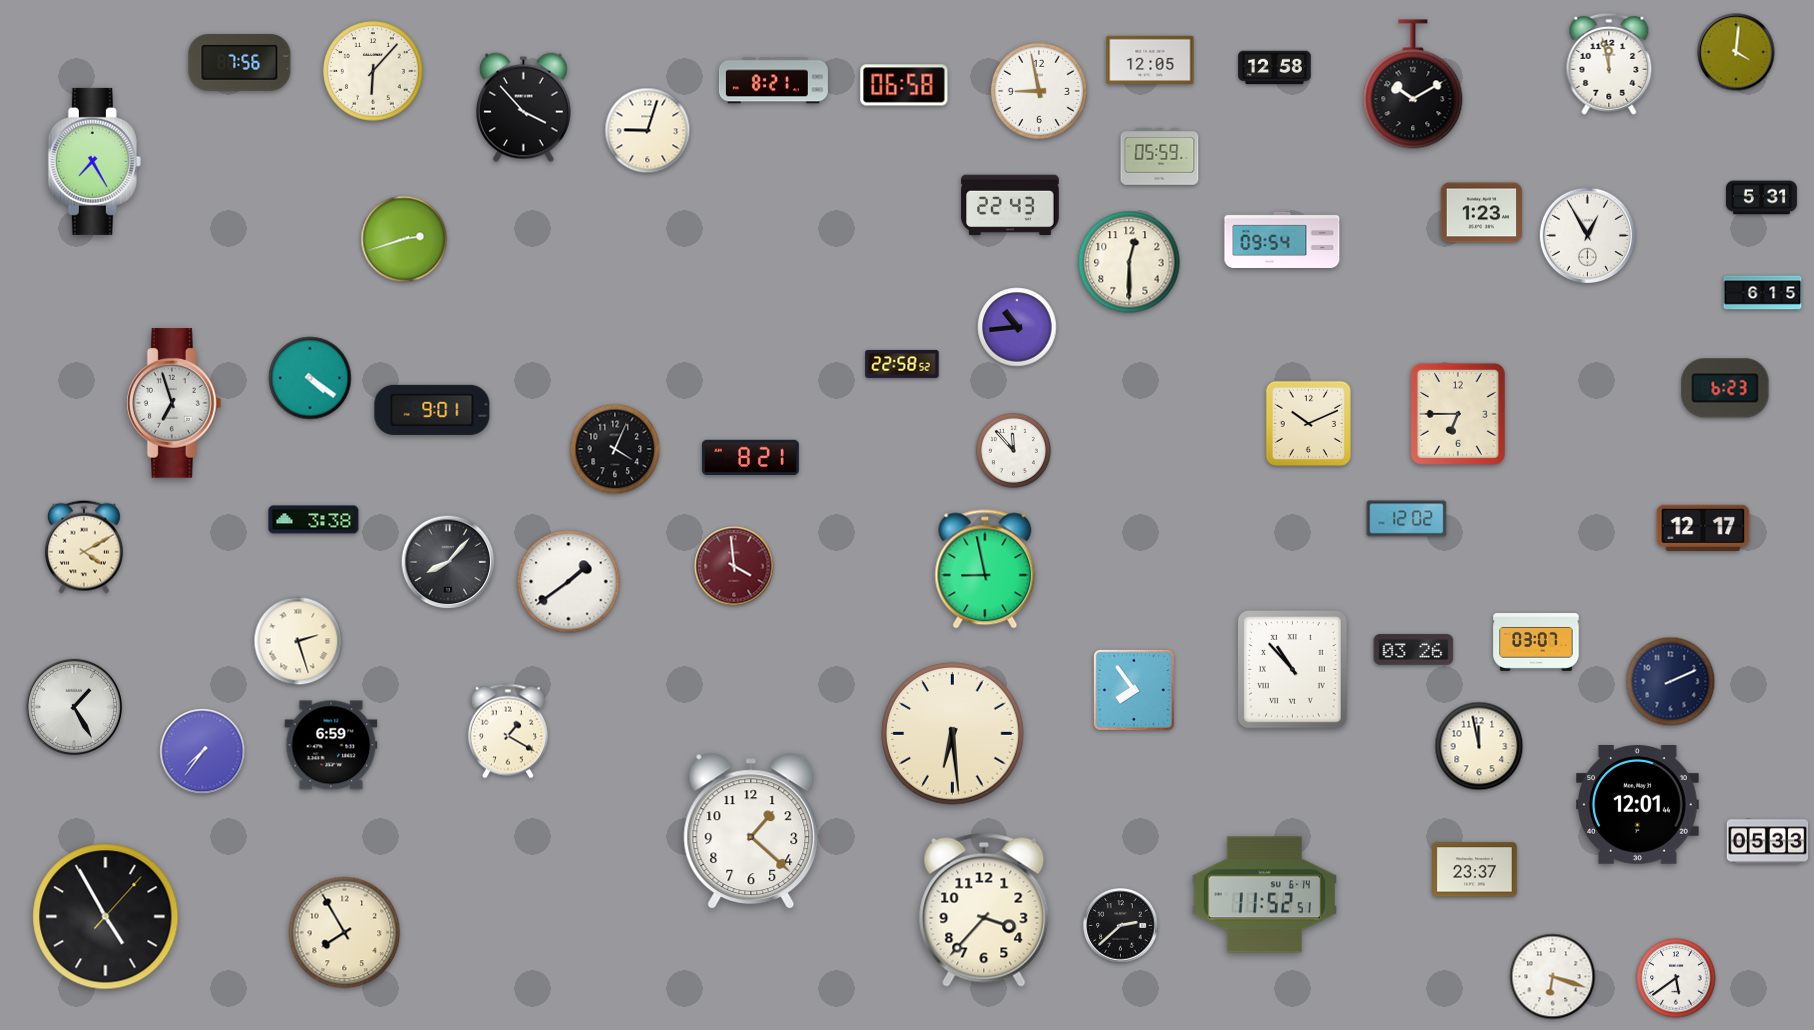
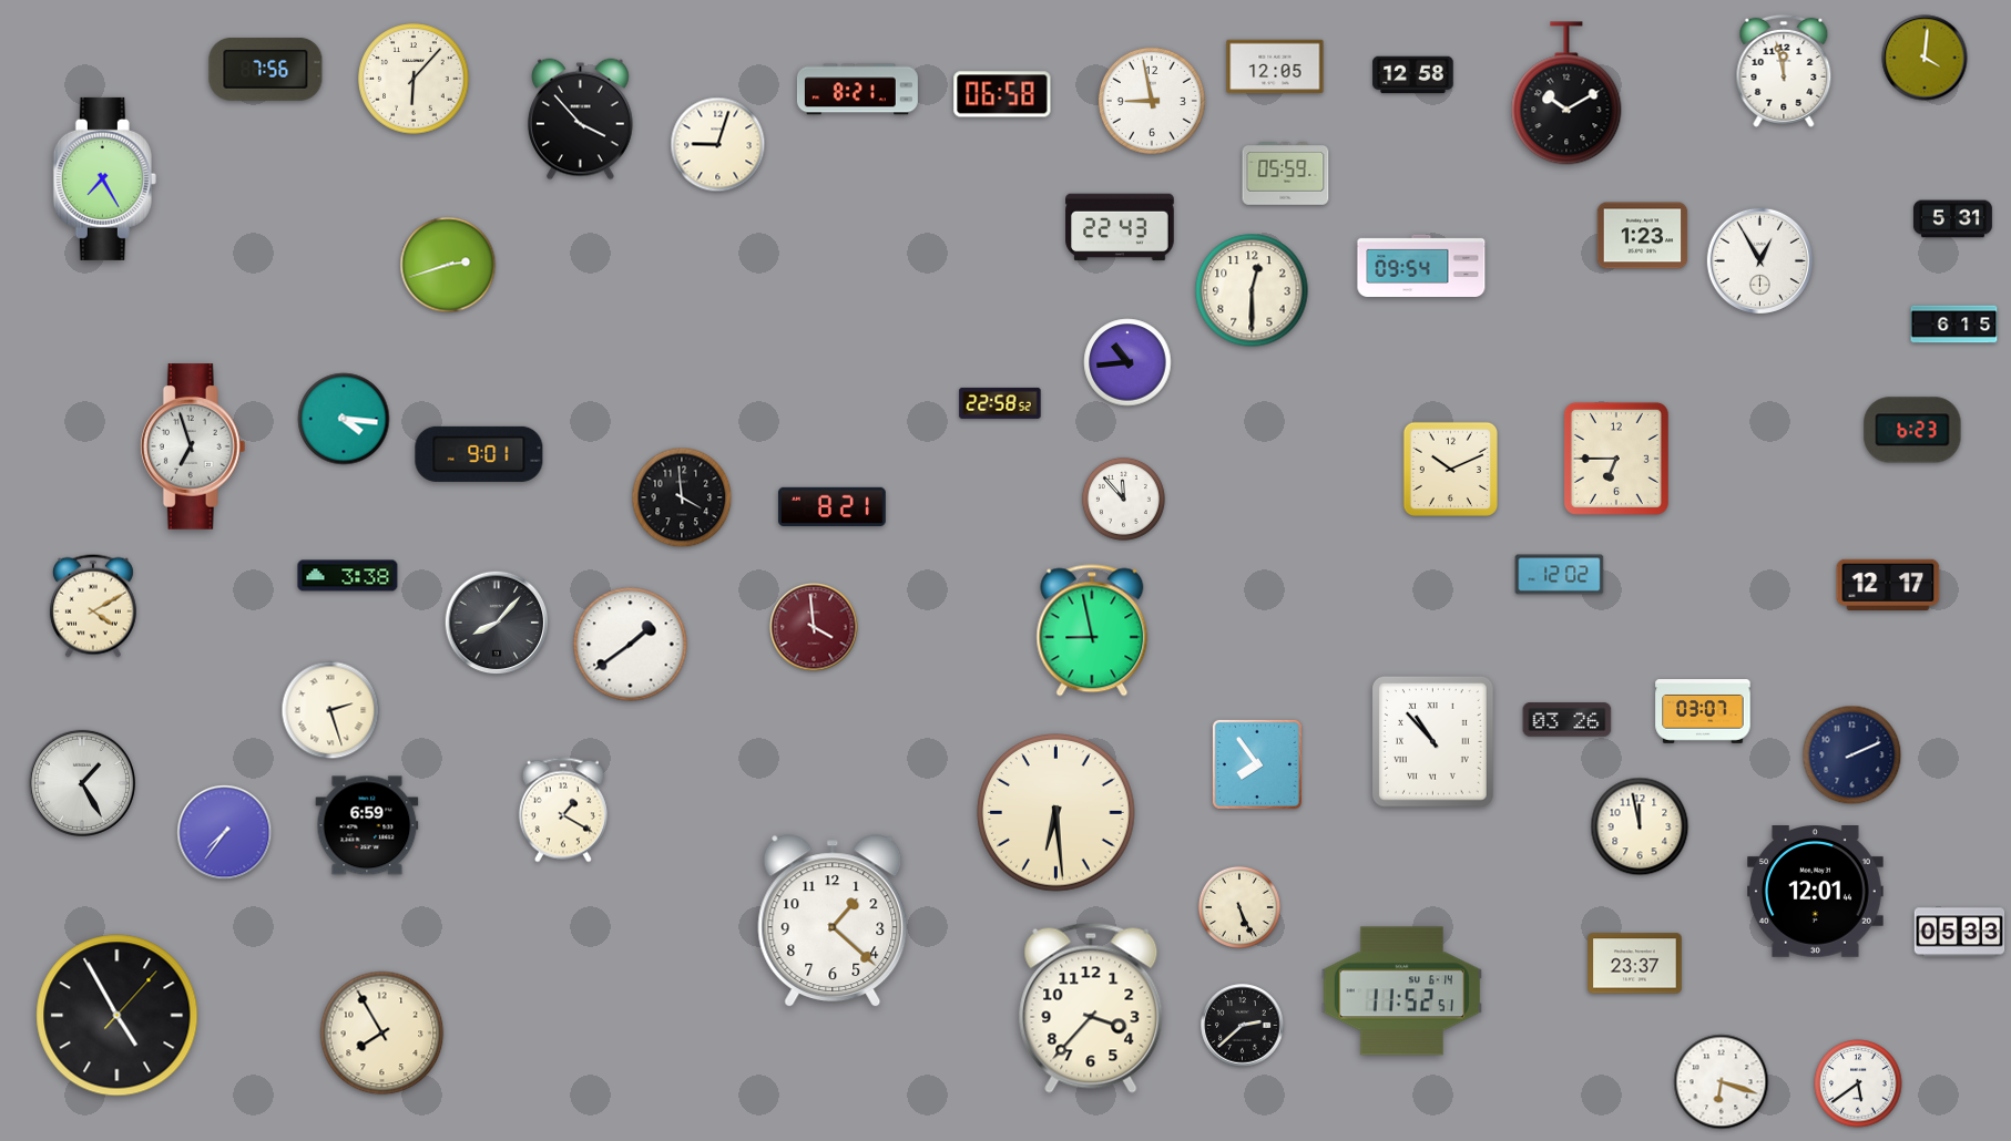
clock at (310, 378): 4:21 -> 4:16
clock at (615, 449): 4:04 -> 3:59
clock at (1239, 907): none -> 5:26
